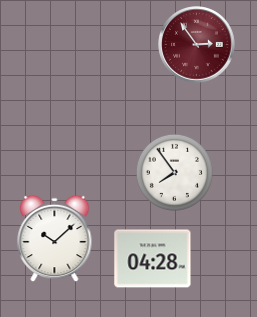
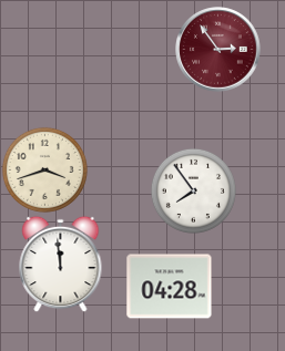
clock at (44, 169): none -> 3:42
clock at (55, 238): 10:08 -> 11:59
